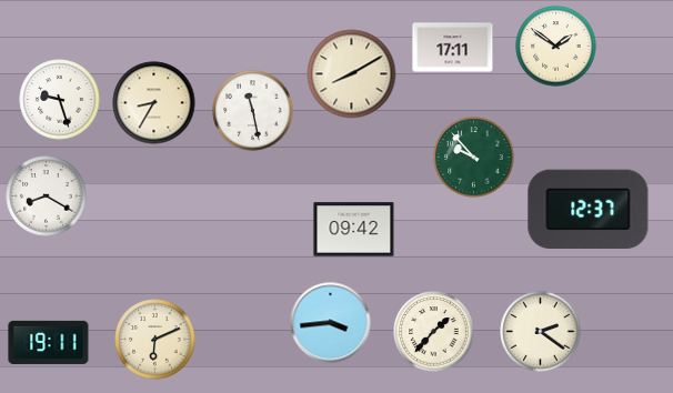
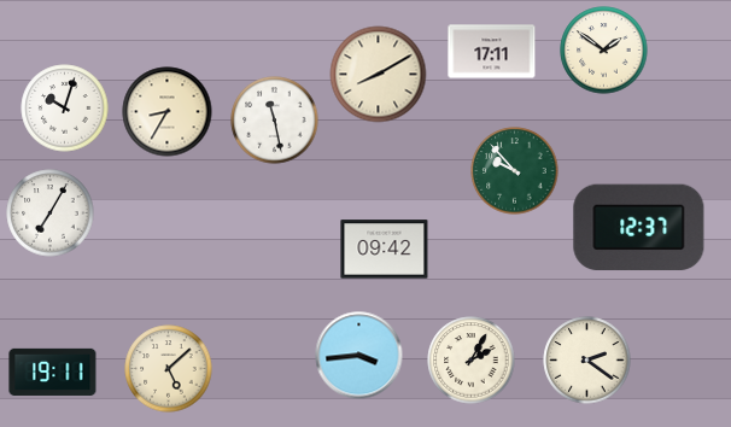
clock at (352, 74) position: (352, 74) -> (379, 75)
clock at (60, 100): 9:27 -> 10:03
clock at (47, 196): 8:20 -> 7:05
clock at (331, 323) position: (331, 323) -> (359, 356)
clock at (434, 332): 1:37 -> 2:05
clock at (155, 340): 6:11 -> 5:08
